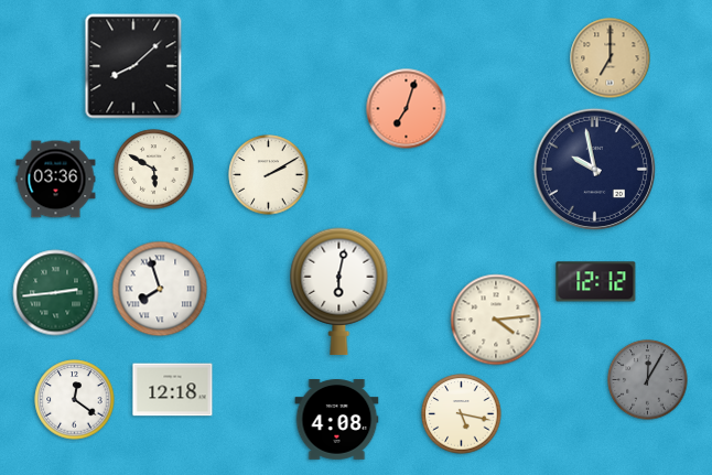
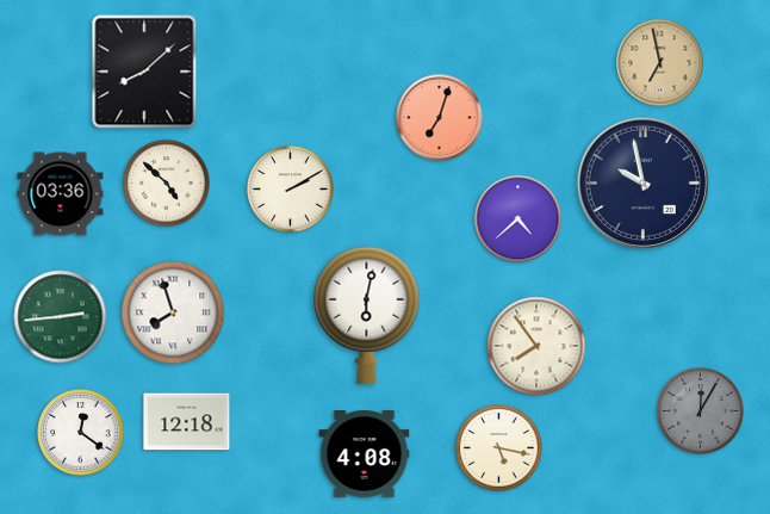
clock at (611, 58): 7:00 -> 6:58
clock at (154, 170): 5:50 -> 4:52
clock at (518, 219): none -> 4:38
clock at (596, 282): 12:12 -> none
clock at (496, 320): 4:14 -> 7:54
